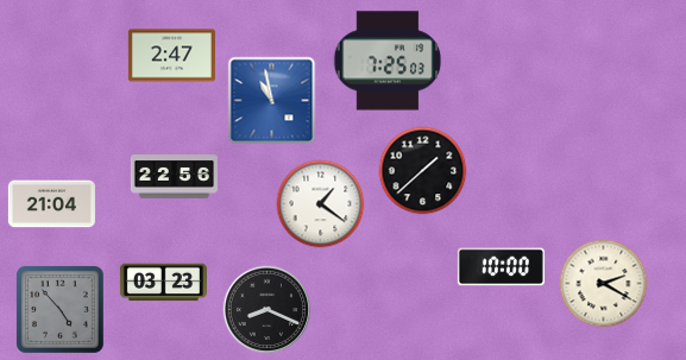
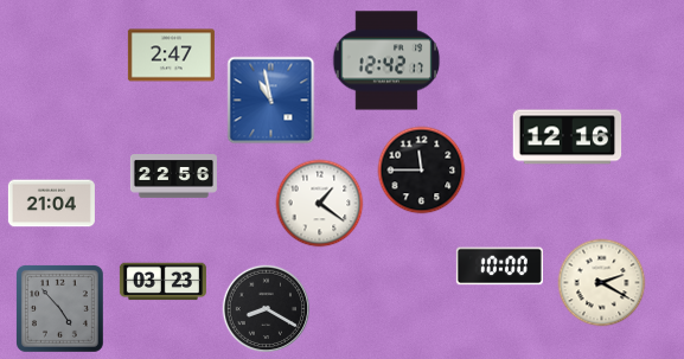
clock at (388, 61): 7:25 -> 12:42
clock at (568, 137): none -> 12:16
clock at (423, 171): 1:38 -> 11:45
clock at (268, 310): 8:19 -> 8:20
